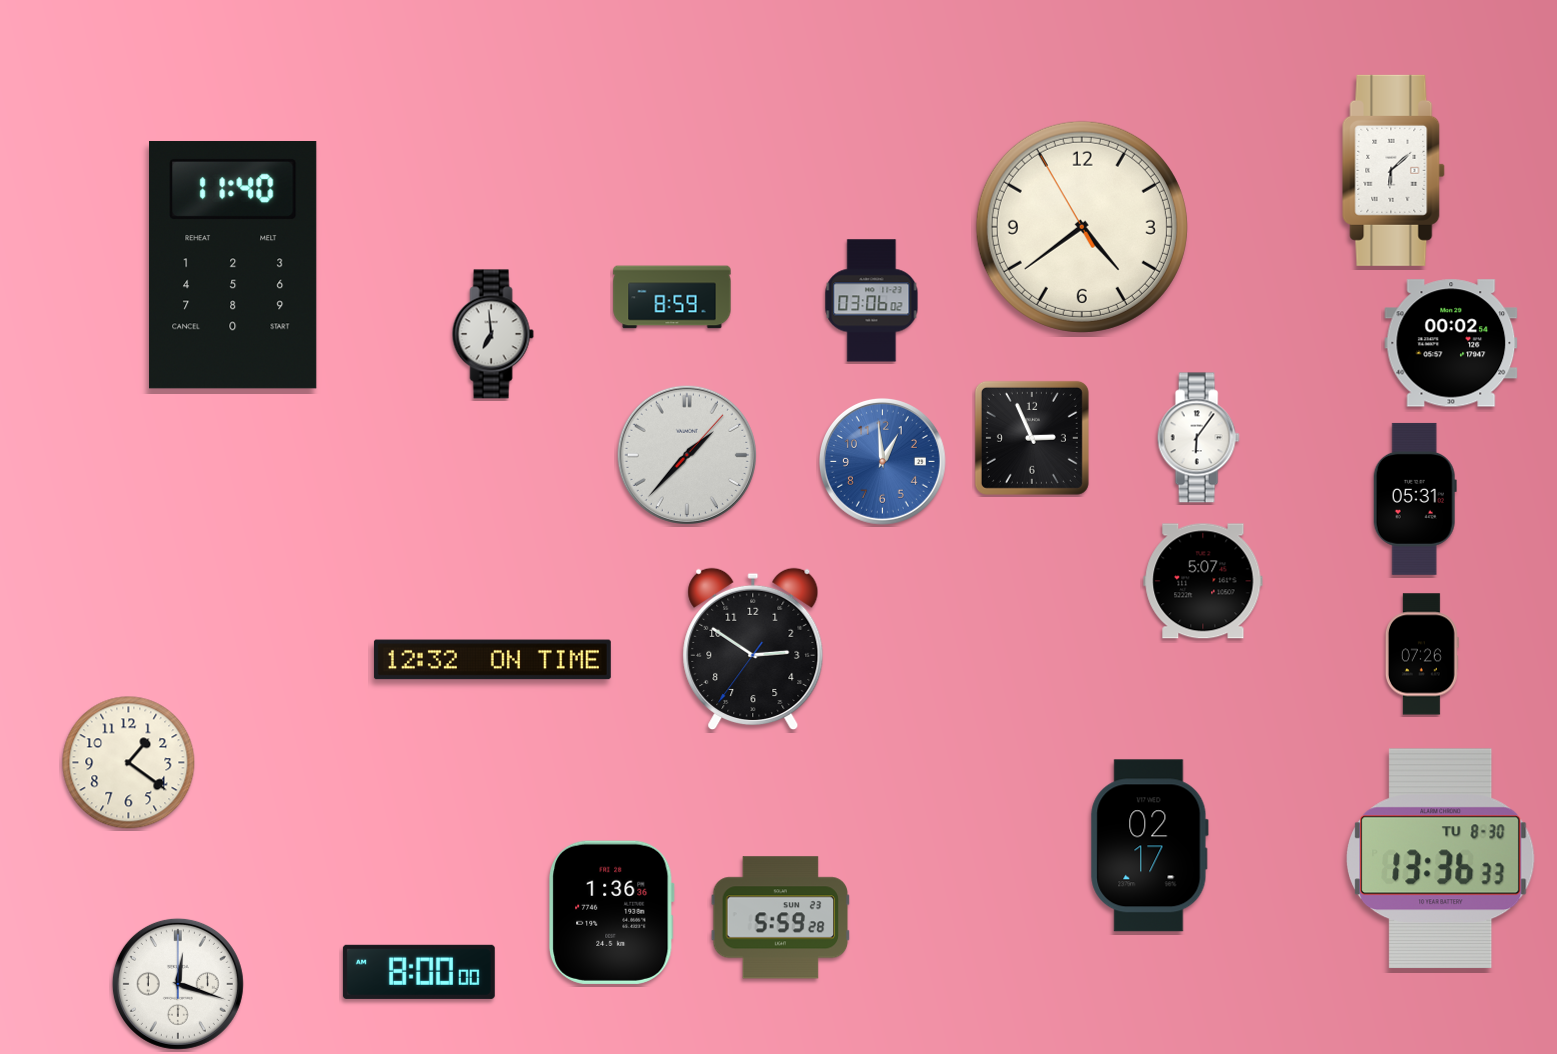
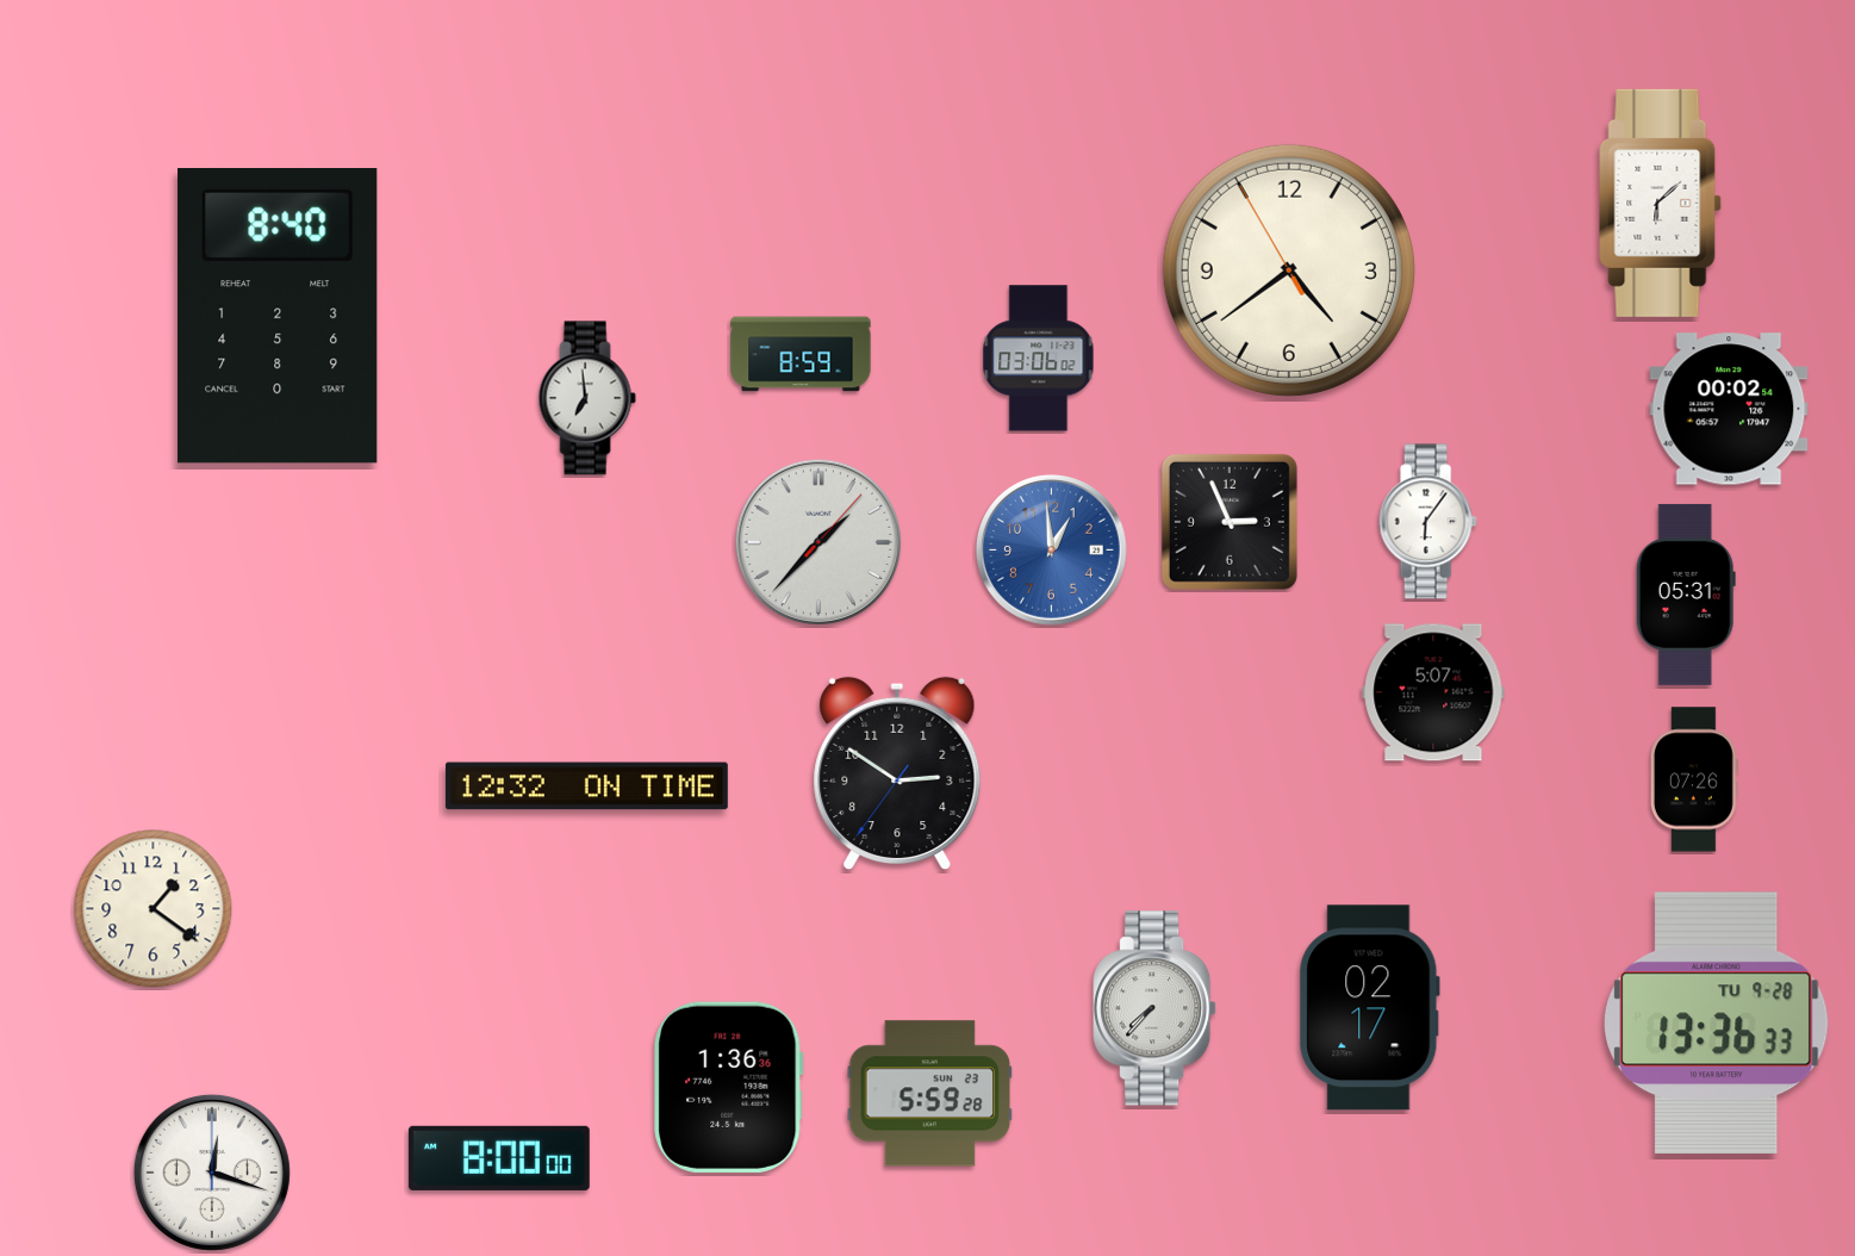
clock at (233, 266): 11:40 -> 8:40
clock at (1156, 1008): none -> 7:37
clock at (1441, 859) date: TU 8-30 -> TU 9-28
